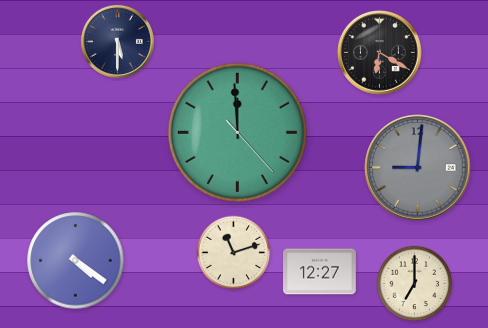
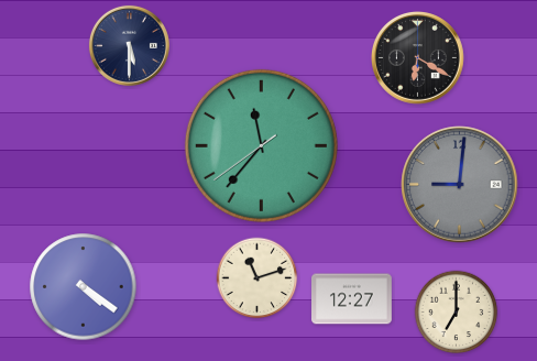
clock at (237, 132): 11:59 -> 11:36
